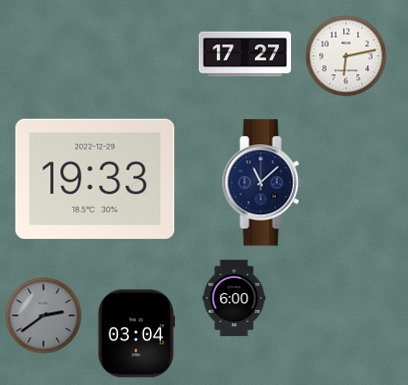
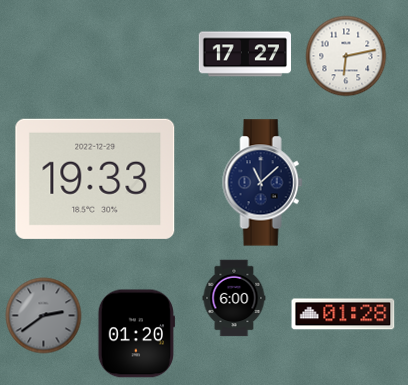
clock at (343, 314): none -> 01:28
clock at (136, 334): 03:04 -> 01:20
